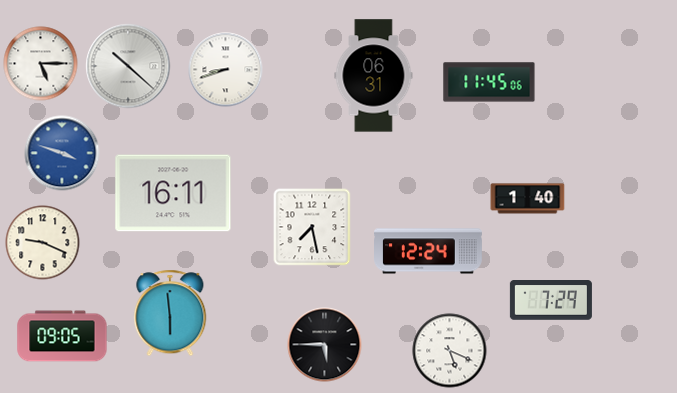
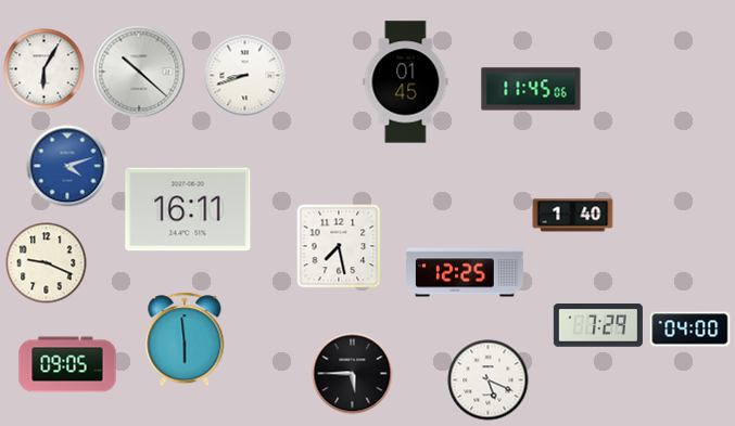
clock at (41, 64): 5:15 -> 6:05
clock at (374, 76): 06:31 -> 01:45
clock at (62, 153): 3:48 -> 4:12
clock at (429, 251): 12:24 -> 12:25
clock at (690, 330): none -> 04:00
